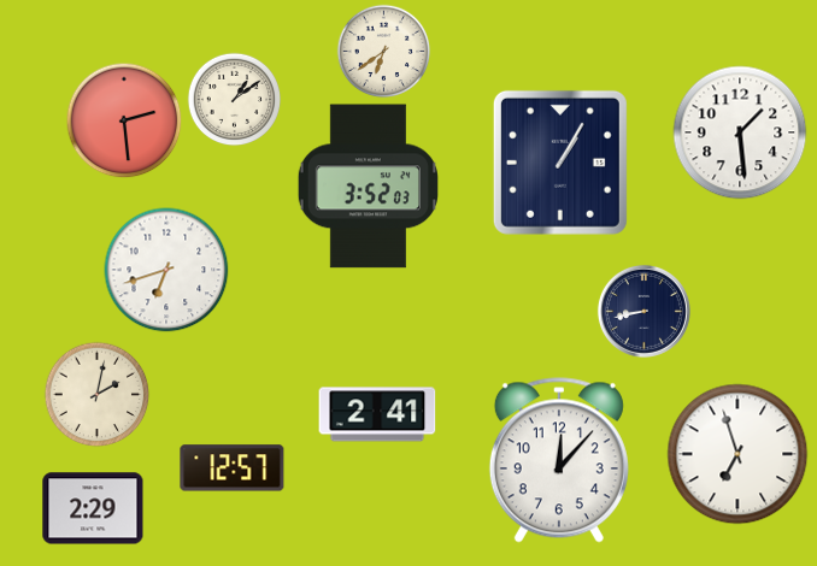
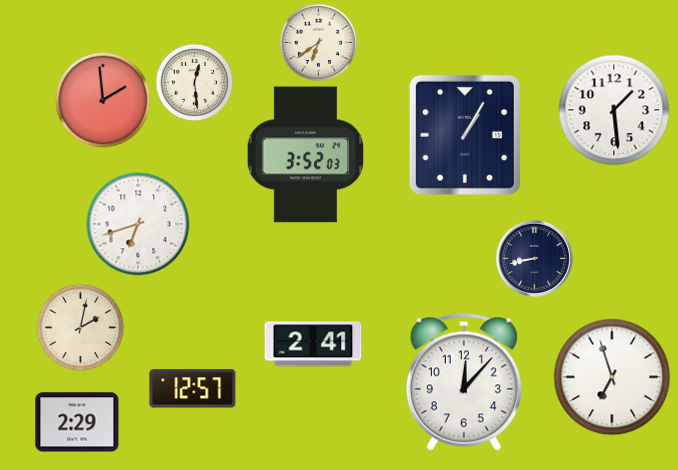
clock at (234, 99): 1:09 -> 12:29
clock at (124, 120): 2:29 -> 1:59
